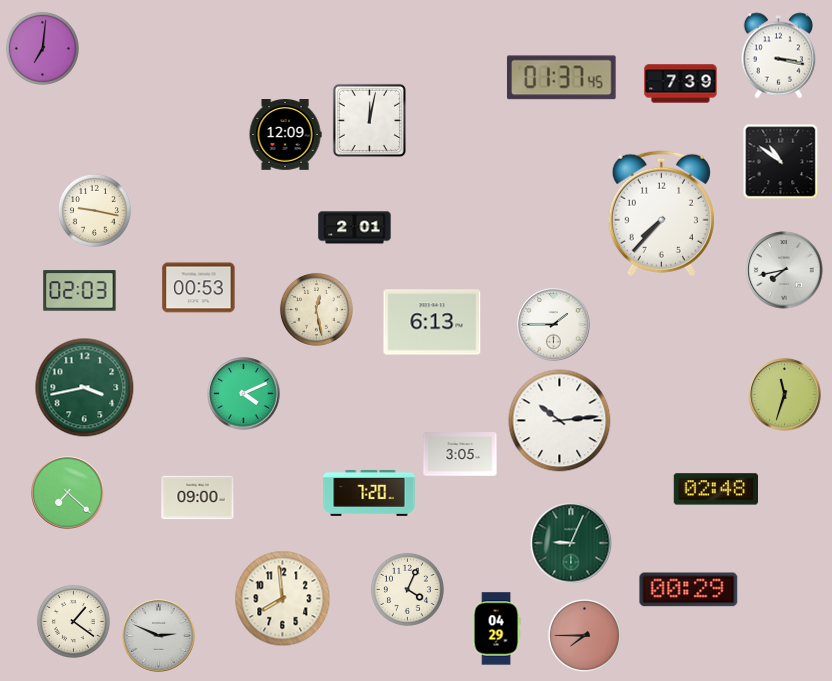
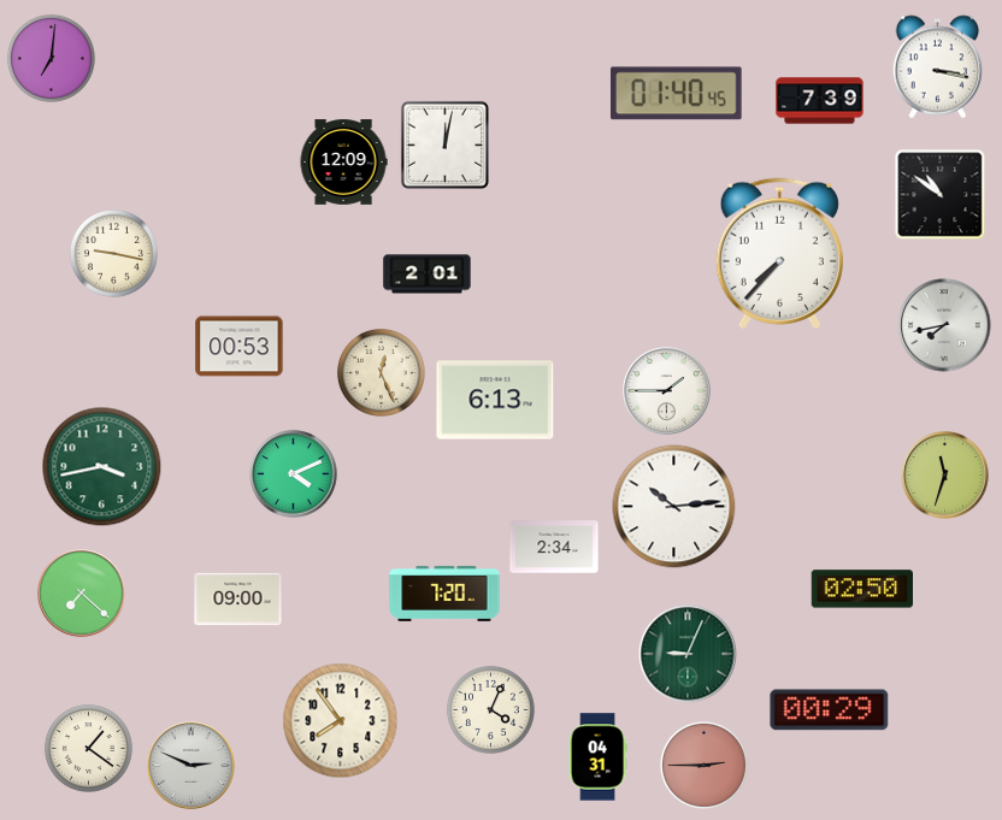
clock at (561, 78): 01:37 -> 01:40
clock at (661, 214) position: (661, 214) -> (779, 254)
clock at (80, 291): 02:03 -> none
clock at (316, 309): 12:28 -> 12:26
clock at (432, 322) position: (432, 322) -> (495, 400)
clock at (460, 454): 3:05 -> 2:34
clock at (715, 489): 02:48 -> 02:50
clock at (283, 599): 7:59 -> 7:54
clock at (496, 629): 04:29 -> 04:31
clock at (584, 635): 7:45 -> 2:45
